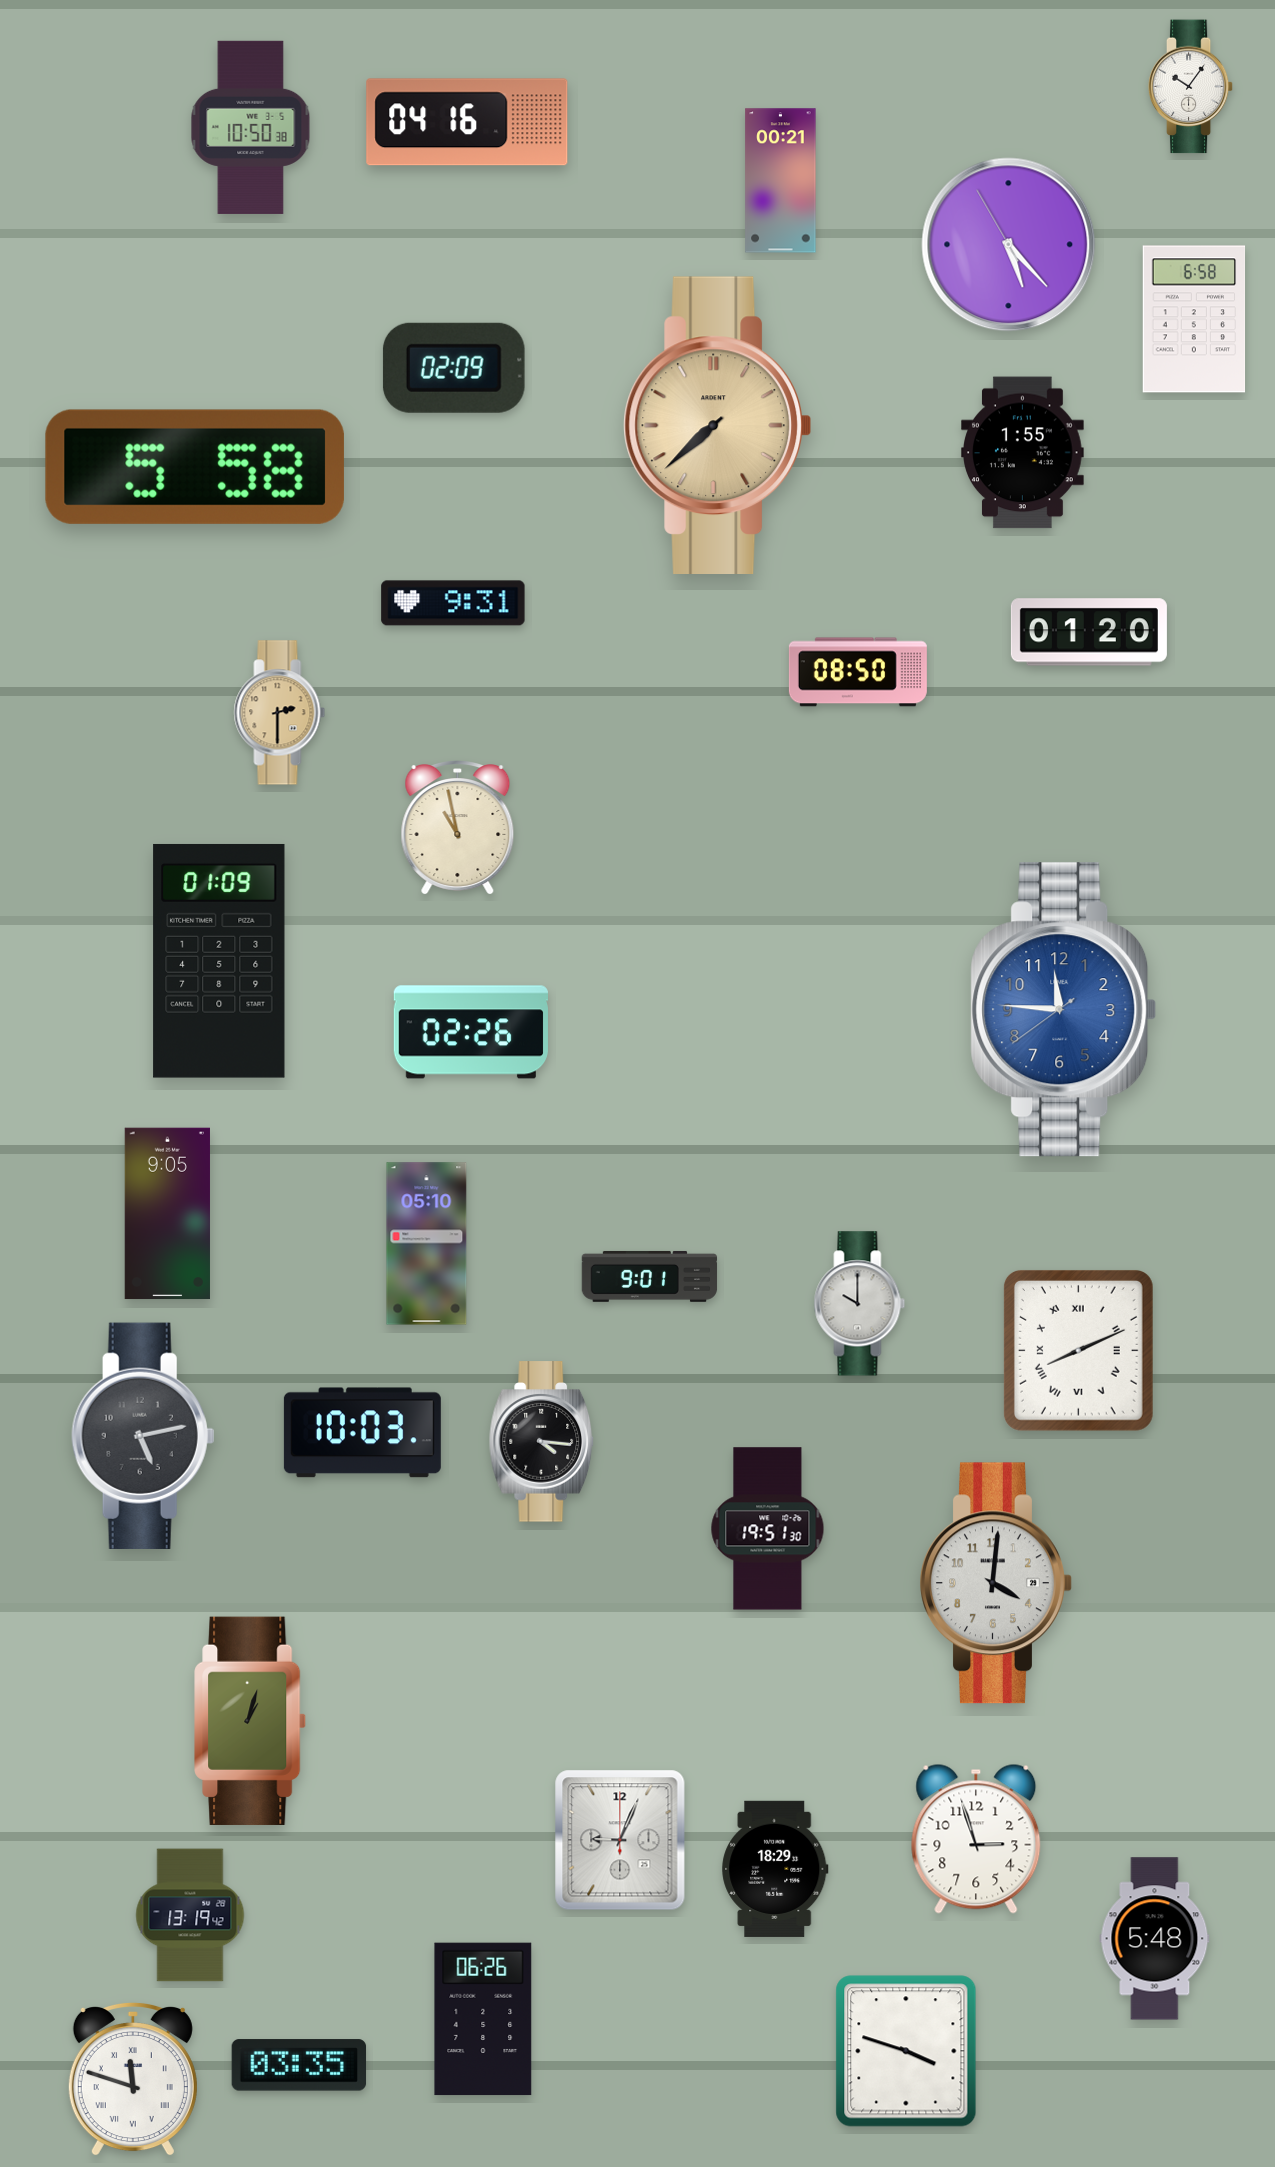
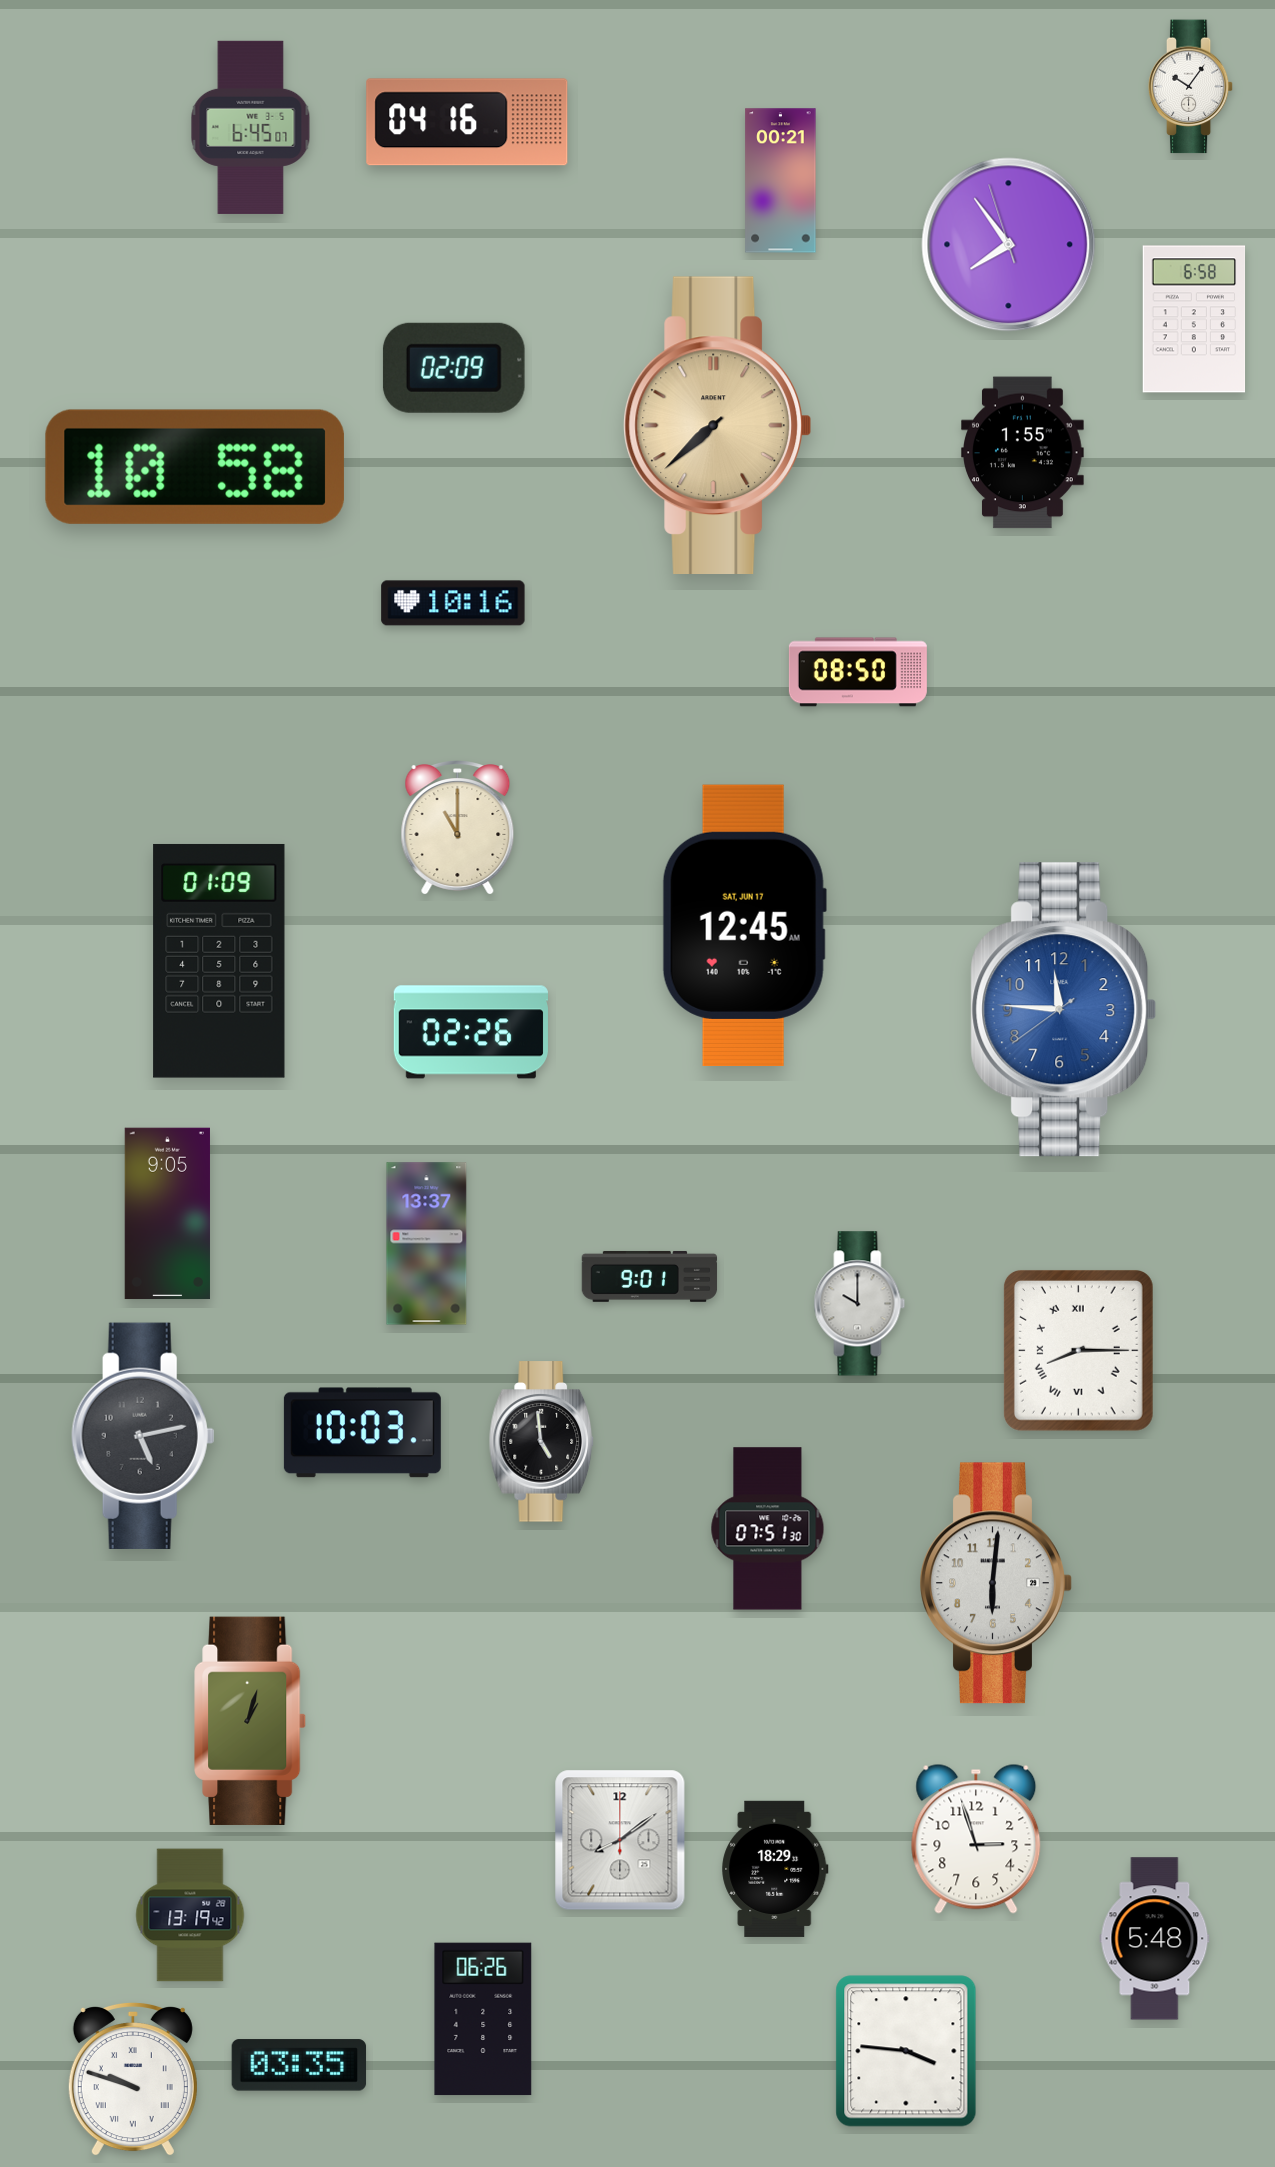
clock at (251, 127): 10:50 -> 6:45
clock at (1009, 245): 5:22 -> 7:53
clock at (195, 467): 5:58 -> 10:58
clock at (453, 603): 9:31 -> 10:16
clock at (1089, 632): 01:20 -> none
clock at (280, 713): 2:30 -> none
clock at (458, 828): 10:58 -> 11:00
clock at (744, 925): none -> 12:45
clock at (427, 1244): 05:10 -> 13:37
clock at (1078, 1350): 8:11 -> 8:15
clock at (542, 1442): 4:16 -> 4:59
clock at (768, 1529): 19:51 -> 07:51
clock at (996, 1583): 4:01 -> 6:01
clock at (620, 1840): 9:04 -> 8:09
clock at (906, 2051): 3:48 -> 3:46
clock at (133, 2079): 11:48 -> 9:48
